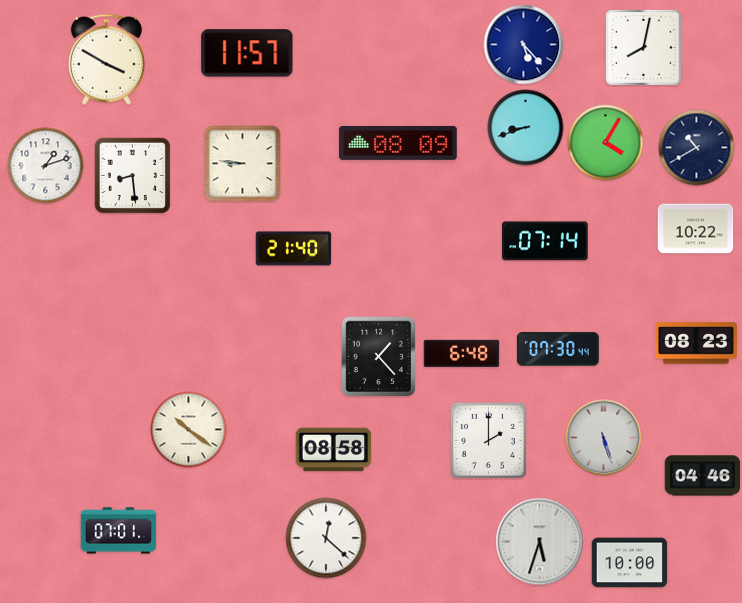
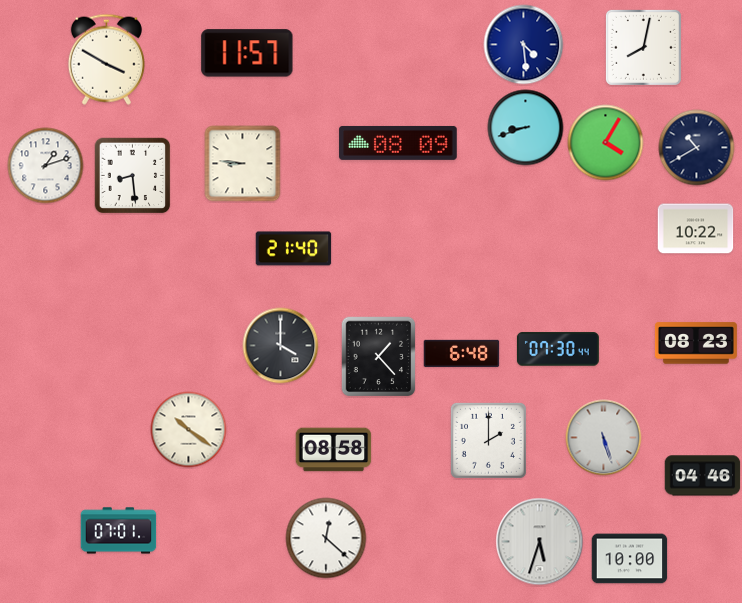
clock at (524, 45): 5:23 -> 4:29
clock at (545, 241): 07:14 -> none
clock at (281, 346): none -> 4:00
clock at (630, 563) position: (630, 563) -> (630, 559)
